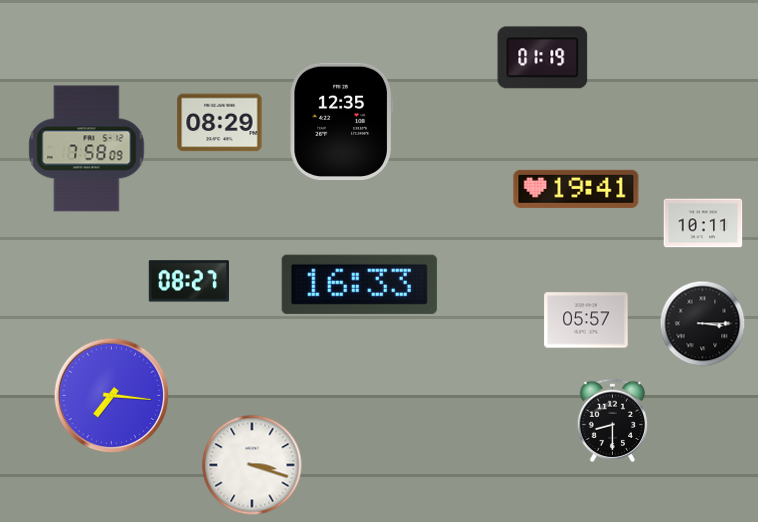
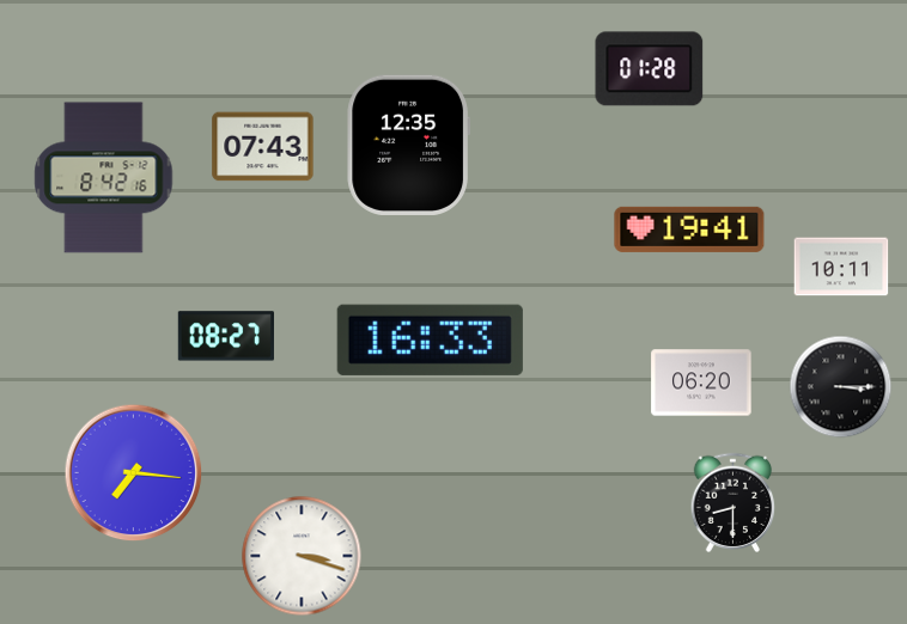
clock at (543, 58): 01:19 -> 01:28
clock at (220, 123): 08:29 -> 07:43
clock at (87, 149): 7:58 -> 8:42
clock at (576, 189) position: (576, 189) -> (689, 230)
clock at (586, 320): 05:57 -> 06:20
